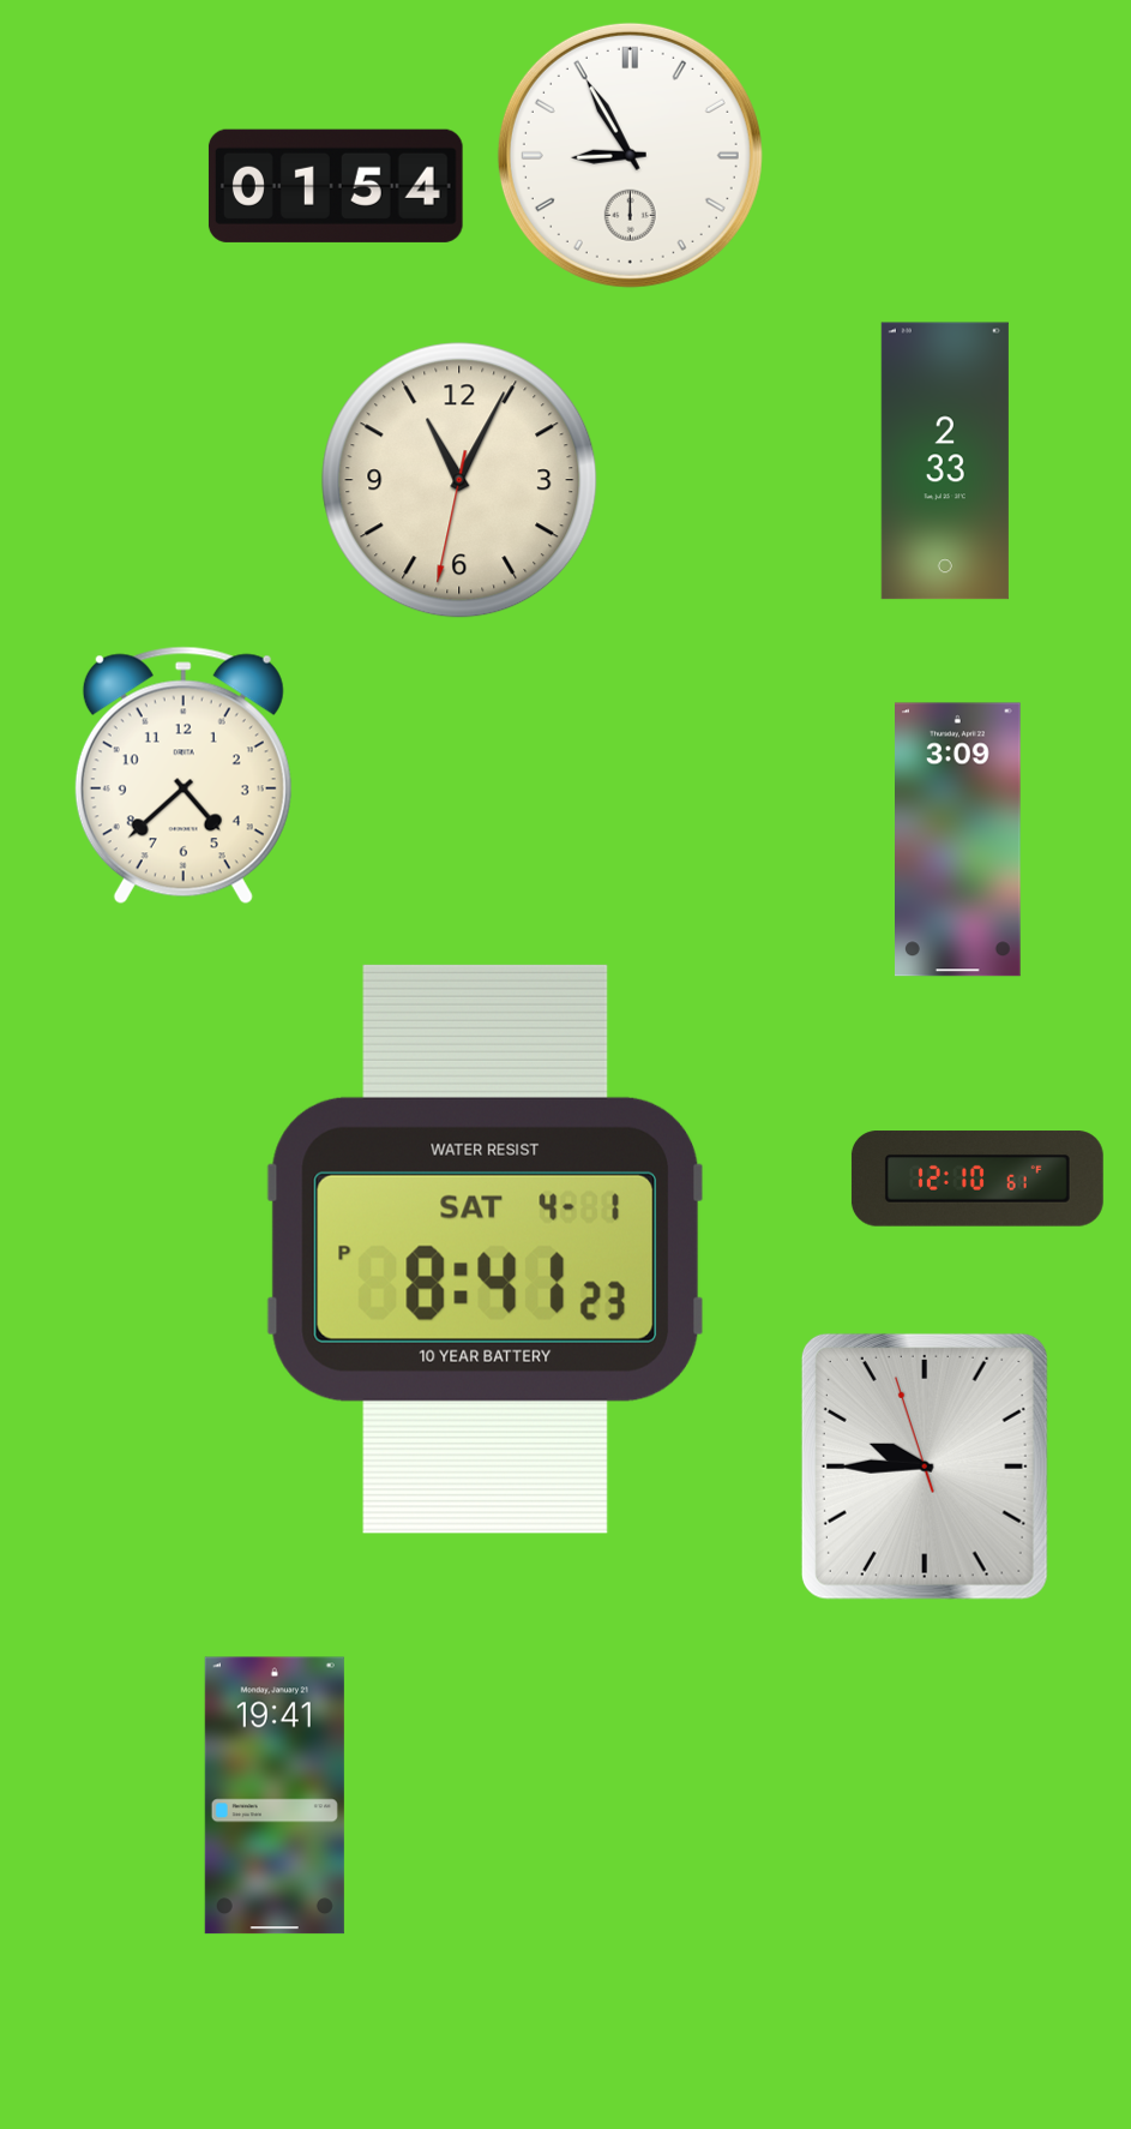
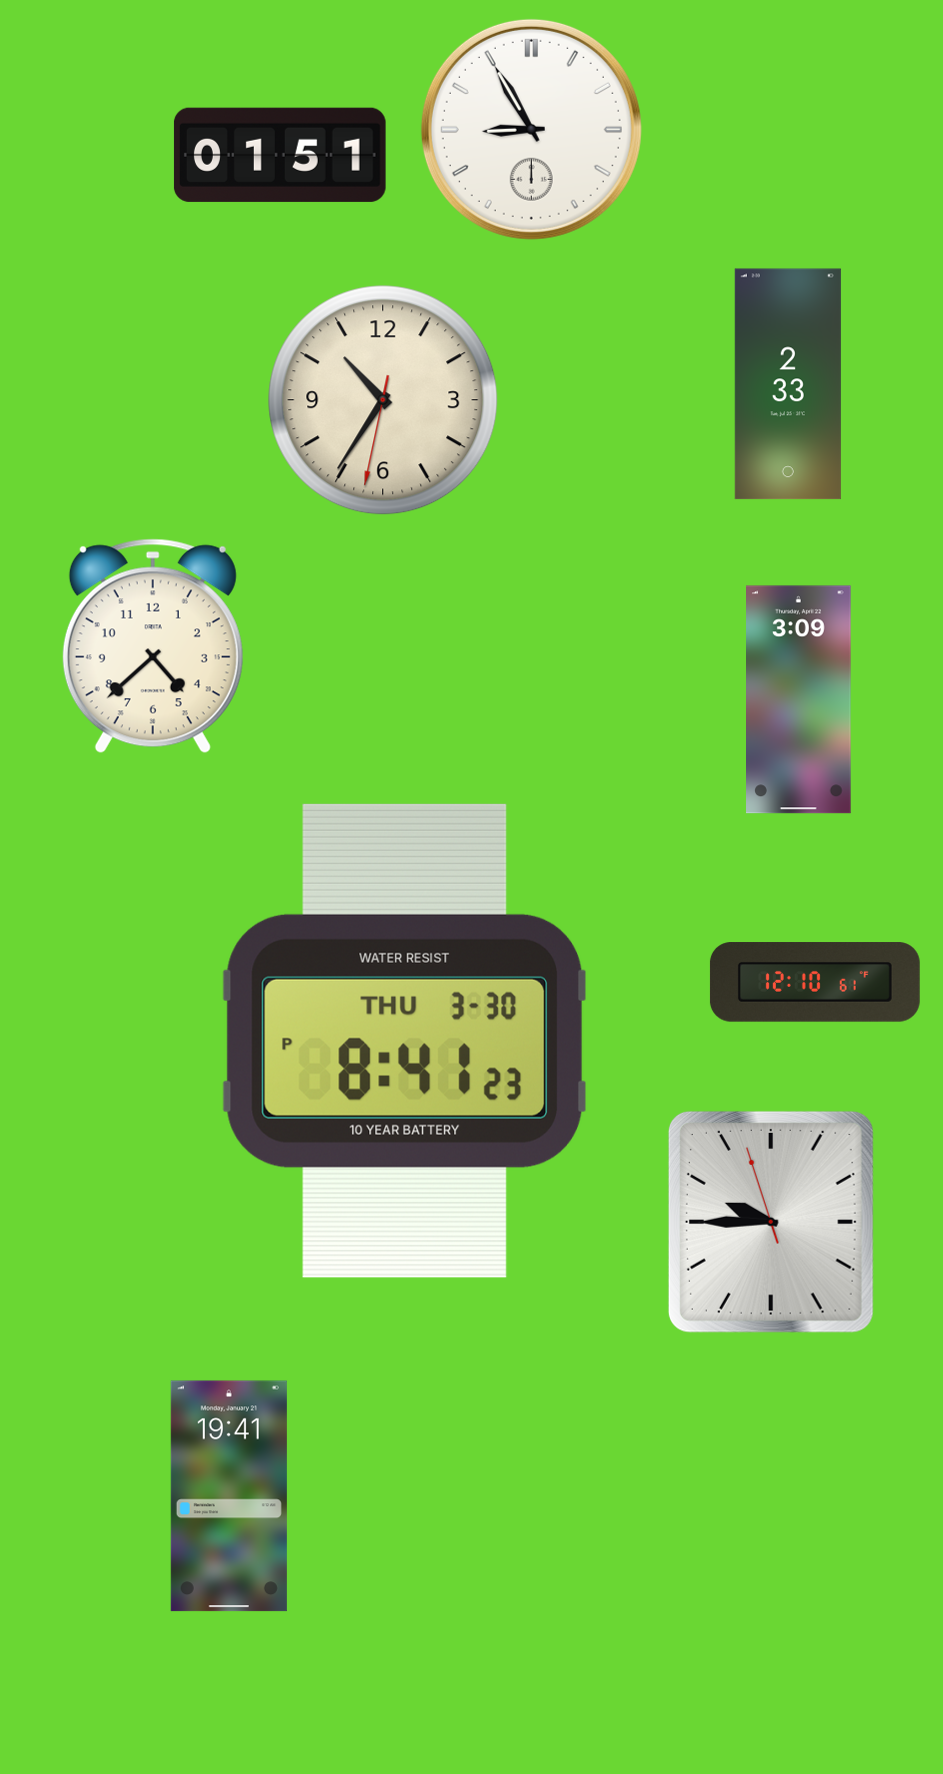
clock at (630, 155) position: (630, 155) -> (531, 129)
clock at (336, 186): 01:54 -> 01:51
clock at (459, 480): 11:04 -> 10:35
clock at (485, 1249) date: SAT 4-1 -> THU 3-30
